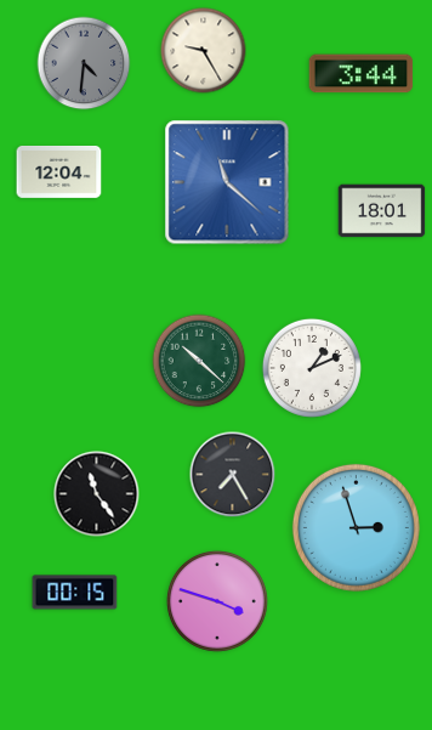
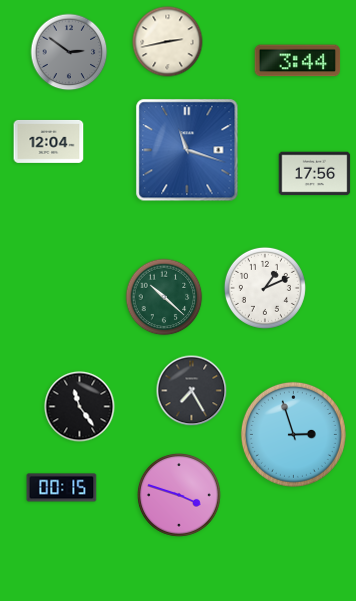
clock at (204, 51): 9:25 -> 2:43
clock at (84, 63): 4:31 -> 2:51
clock at (227, 182): 11:22 -> 11:18
clock at (382, 211): 18:01 -> 17:56
clock at (312, 368) position: (312, 368) -> (265, 288)
